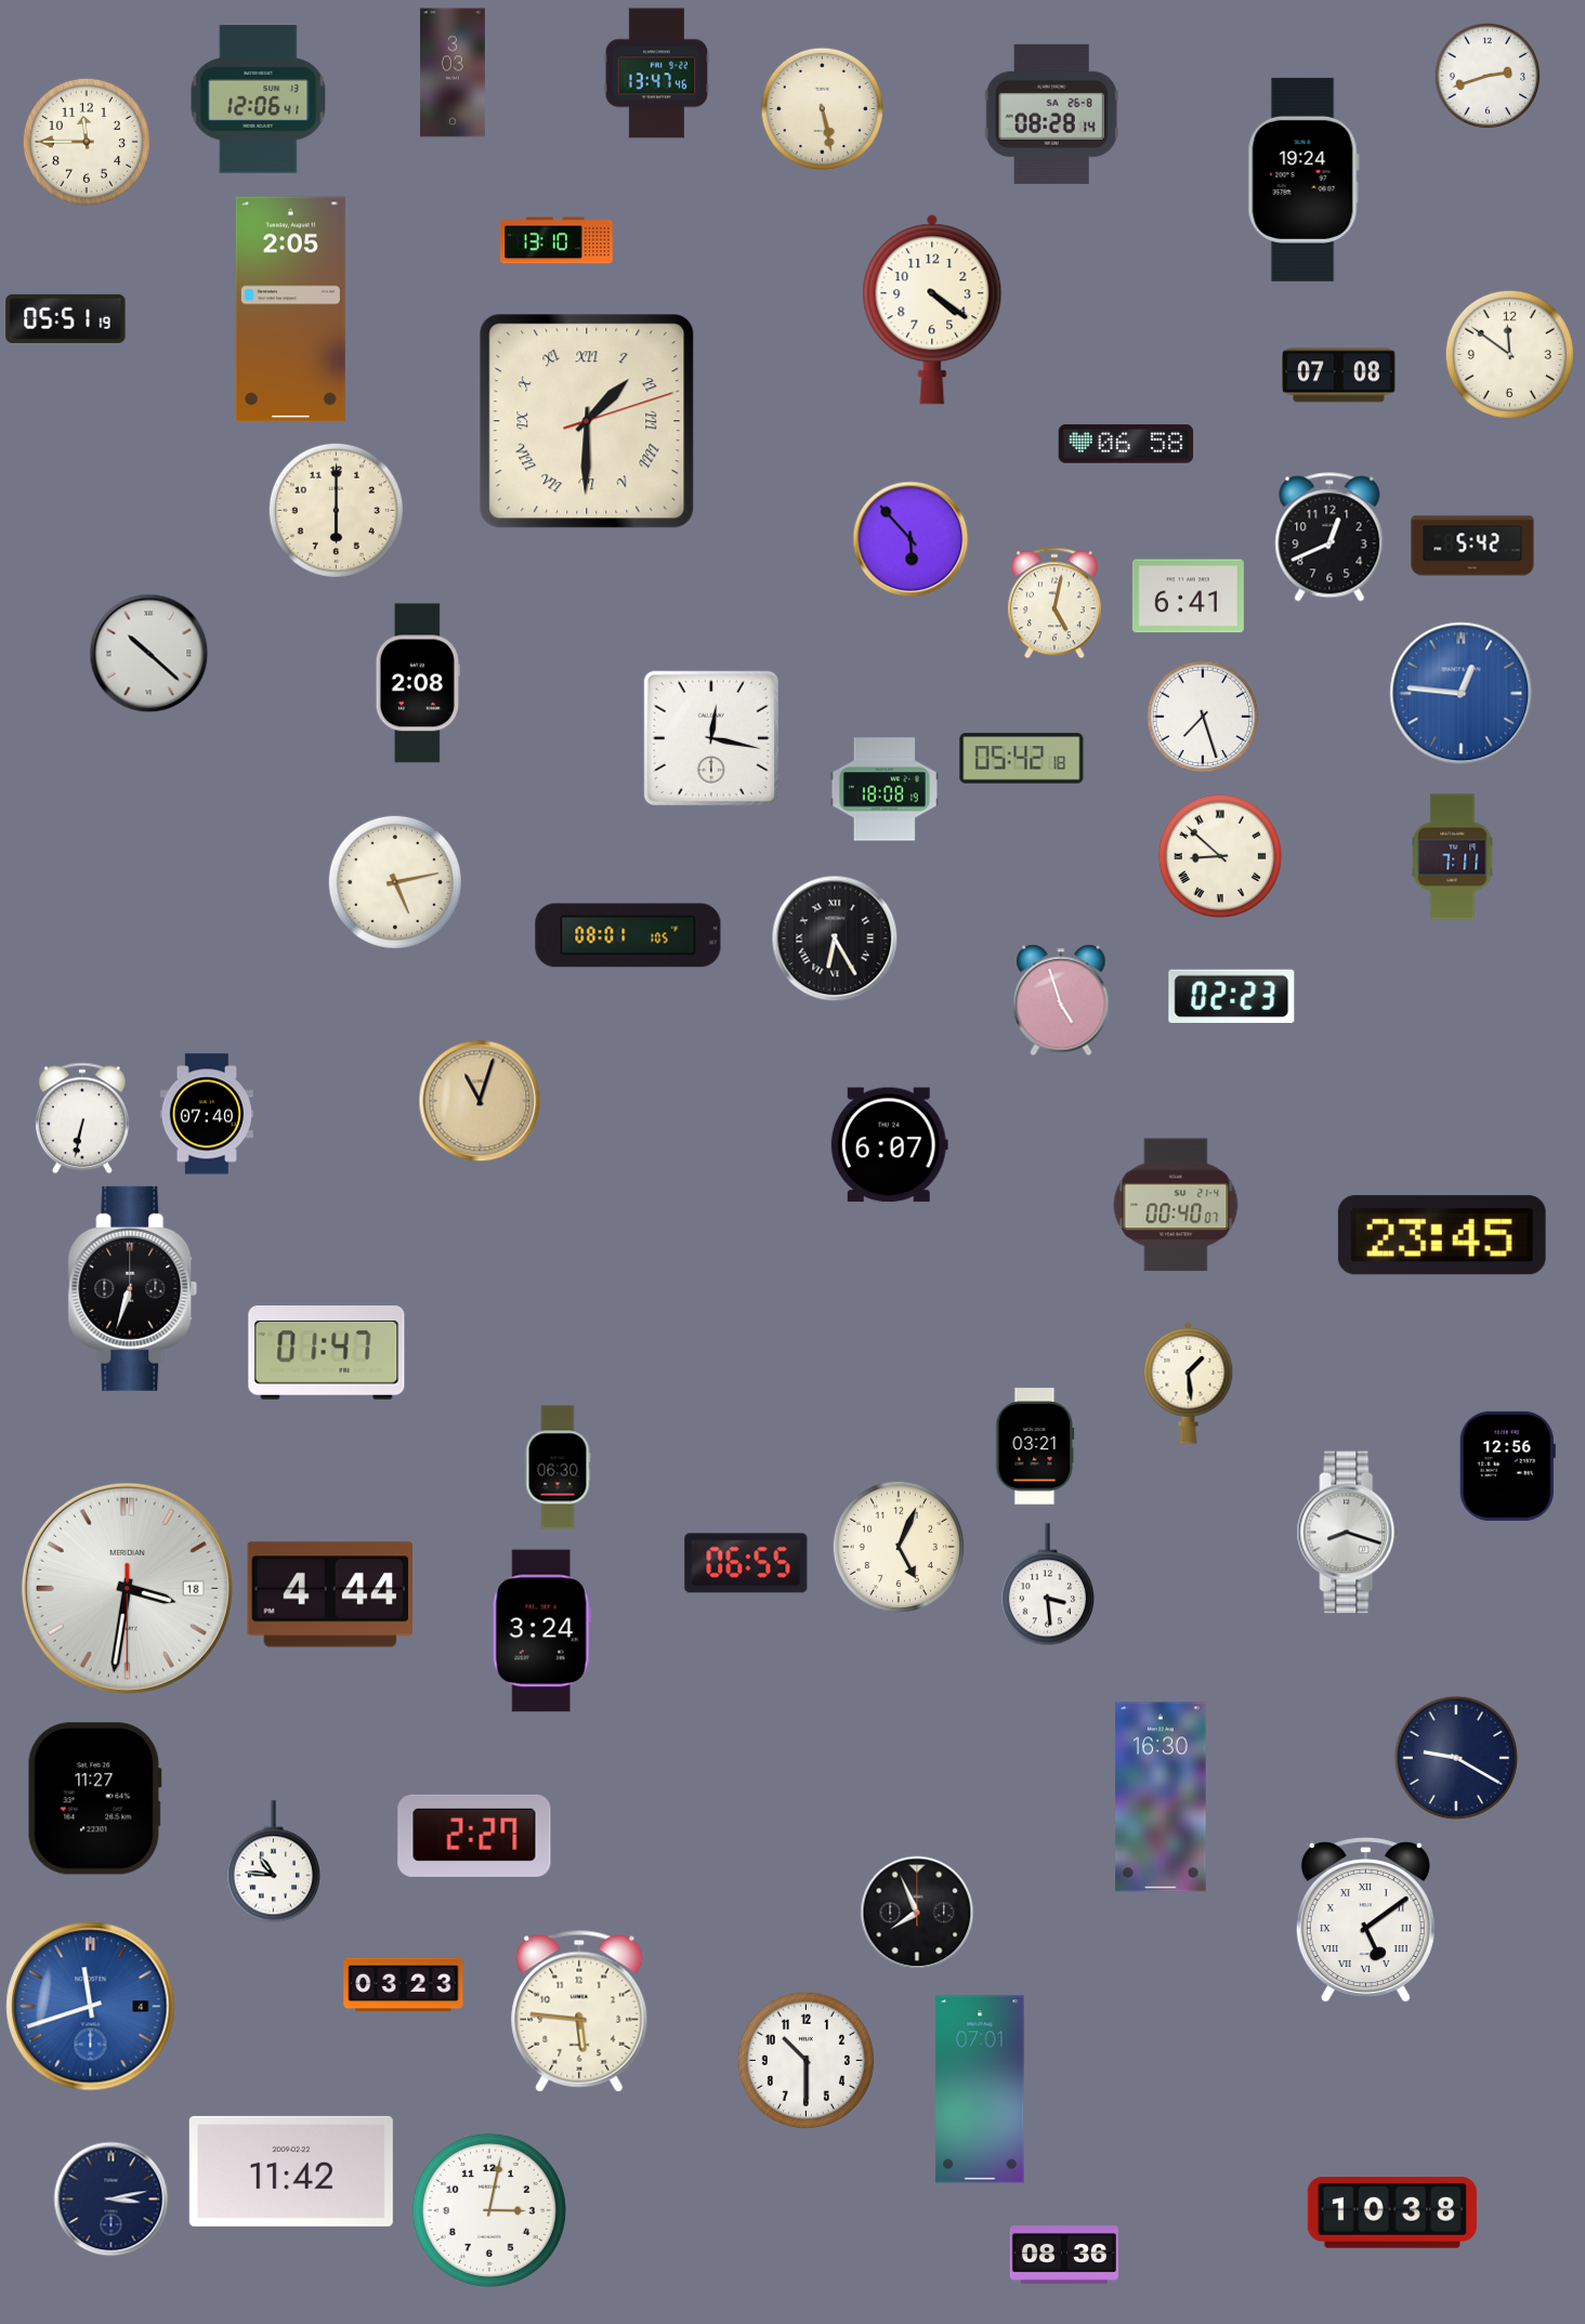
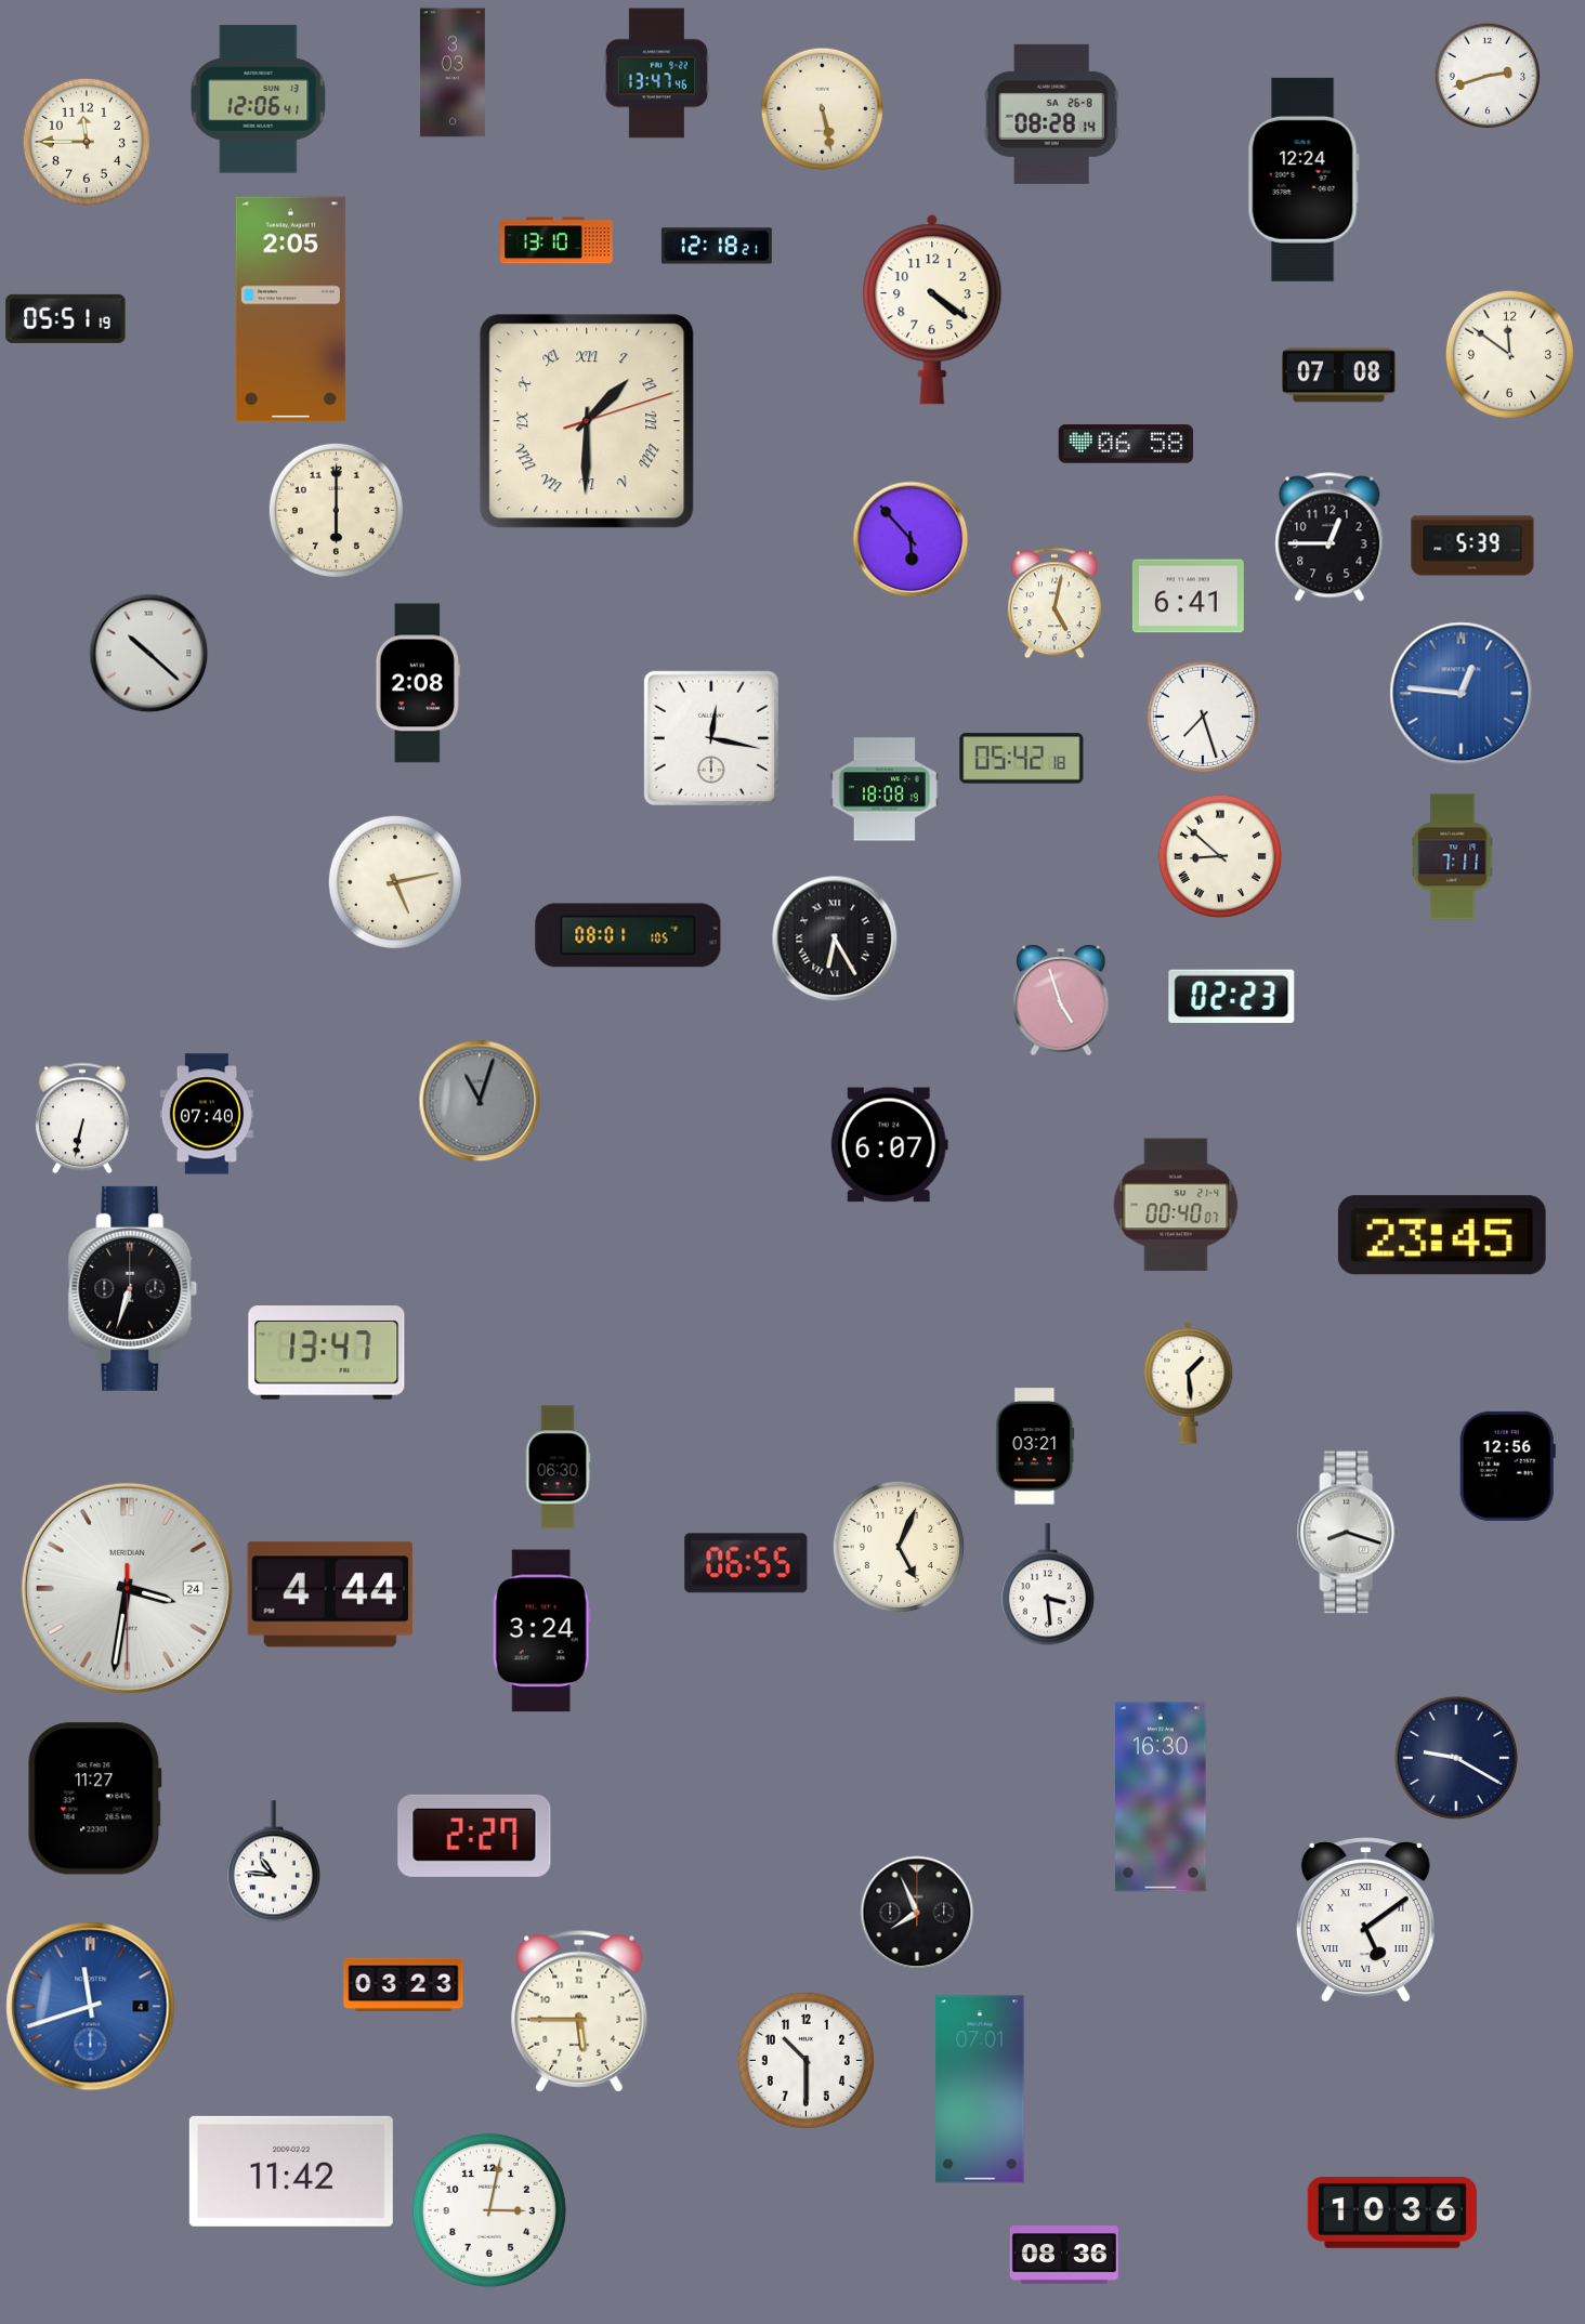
clock at (1304, 180): 19:24 -> 12:24
clock at (717, 246): none -> 12:18
clock at (1329, 537): 12:41 -> 12:45
clock at (1472, 546): 5:42 -> 5:39
clock at (480, 1101) dial: champagne -> grey
clock at (327, 1353): 01:47 -> 13:47
clock at (127, 1588) date: 18 -> 24
clock at (579, 2011): 5:46 -> 5:45
clock at (112, 2200): 3:13 -> none
clock at (1392, 2213): 10:38 -> 10:36
